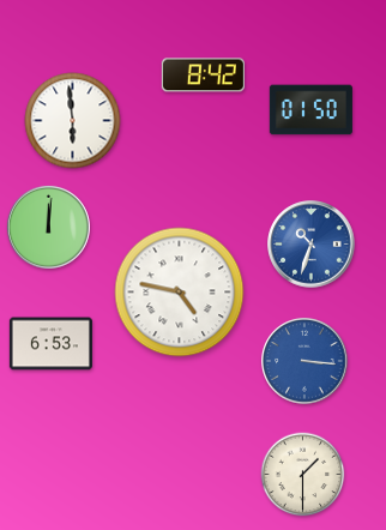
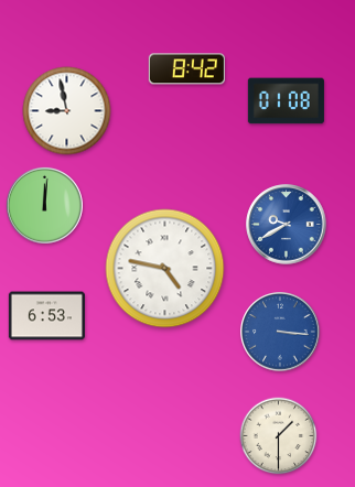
clock at (310, 110): 01:50 -> 01:08
clock at (73, 121): 5:59 -> 8:58
clock at (48, 227) position: (48, 227) -> (44, 205)
clock at (312, 245): 10:33 -> 9:40
